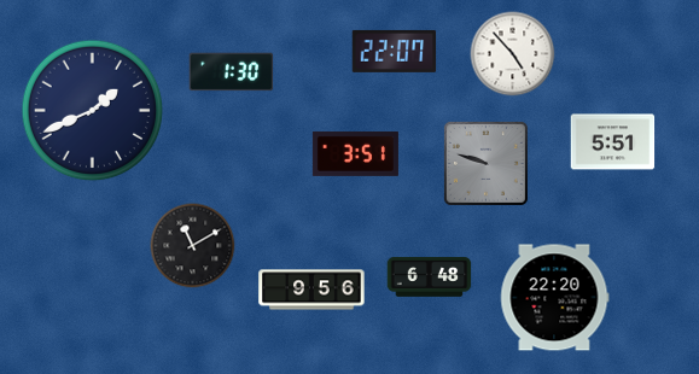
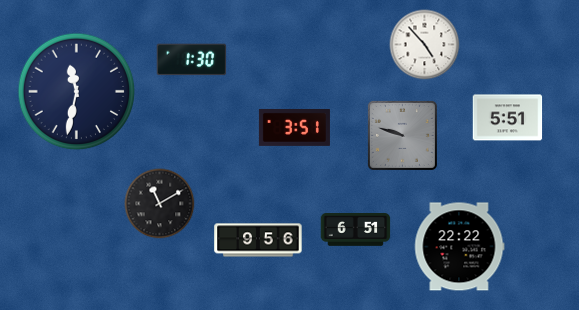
clock at (395, 51): 22:07 -> none
clock at (93, 111): 1:41 -> 11:32
clock at (430, 277): 6:48 -> 6:51
clock at (554, 298): 22:20 -> 22:22
